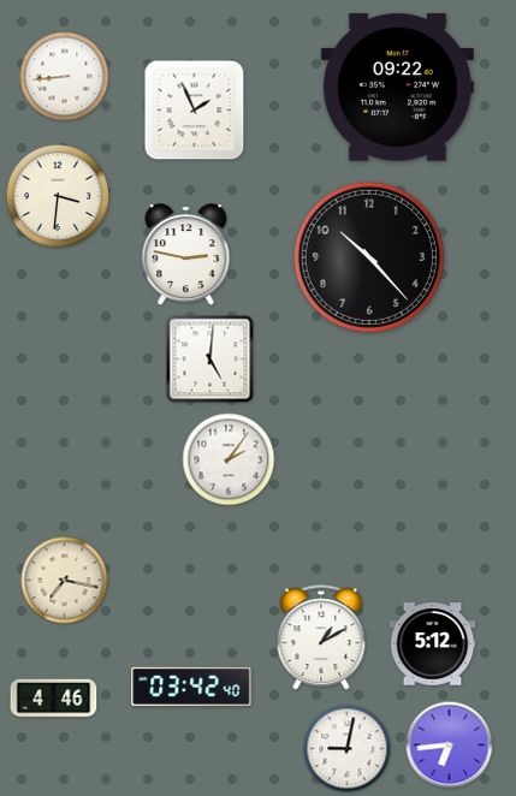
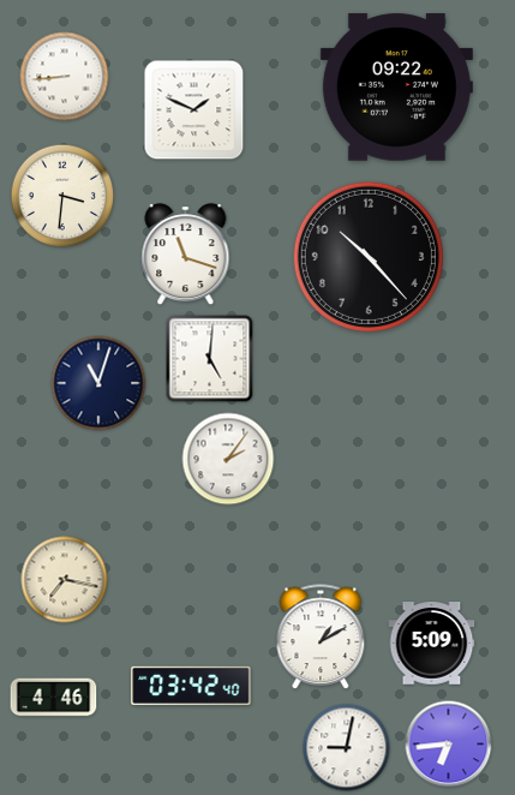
clock at (195, 111): 1:56 -> 1:49
clock at (58, 196) position: (58, 196) -> (62, 196)
clock at (186, 256): 2:47 -> 11:18
clock at (98, 383): none -> 11:03
clock at (433, 644): 5:12 -> 5:09
